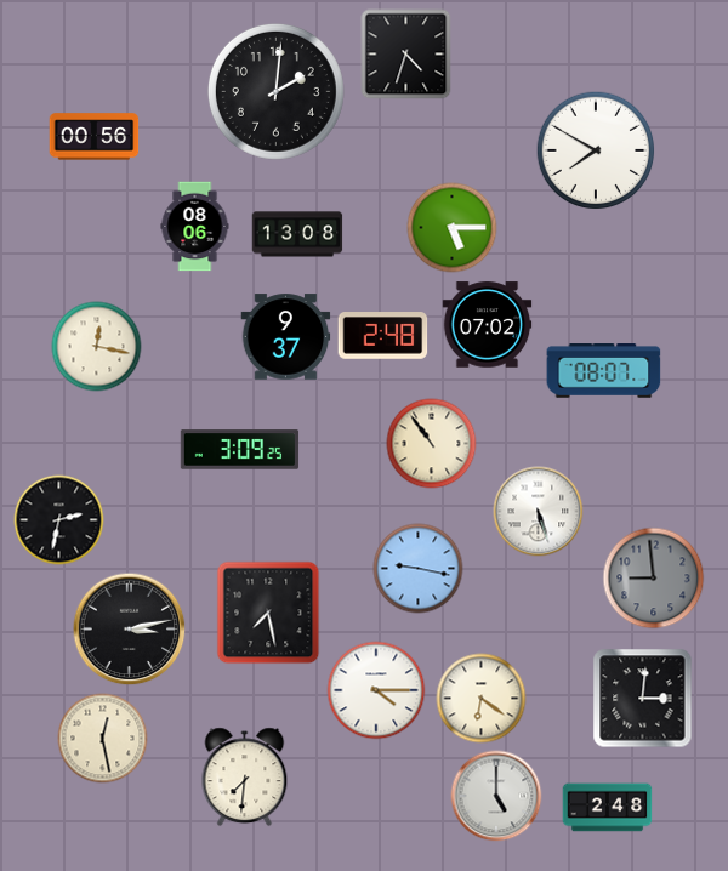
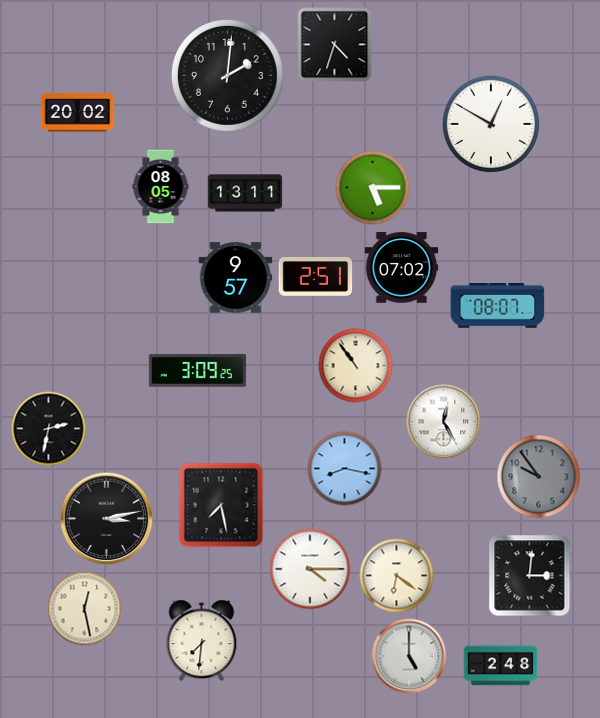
clock at (95, 137): 00:56 -> 20:02
clock at (596, 150): 7:50 -> 12:50
clock at (195, 227): 08:06 -> 08:05
clock at (297, 234): 13:08 -> 13:11
clock at (383, 336): 2:48 -> 2:51
clock at (286, 337): 9:37 -> 9:57
clock at (97, 347): 12:17 -> none
clock at (539, 512): 5:27 -> 12:25
clock at (419, 569): 9:17 -> 8:17
clock at (654, 579): 8:59 -> 9:54
